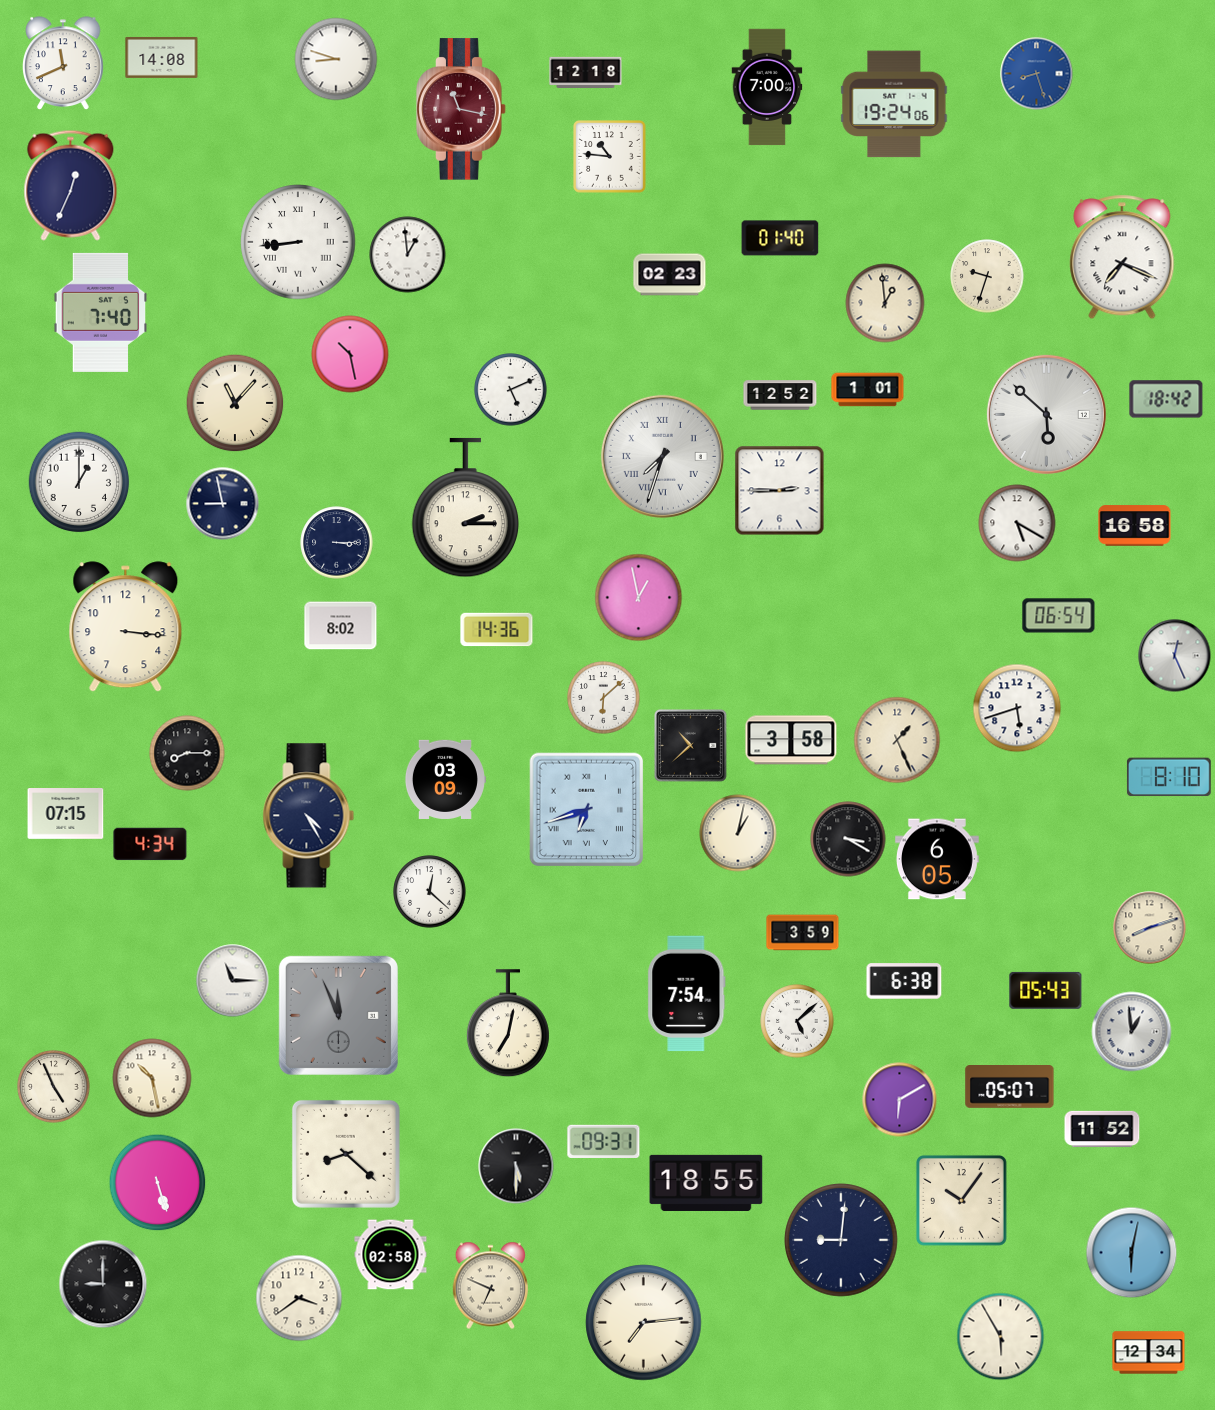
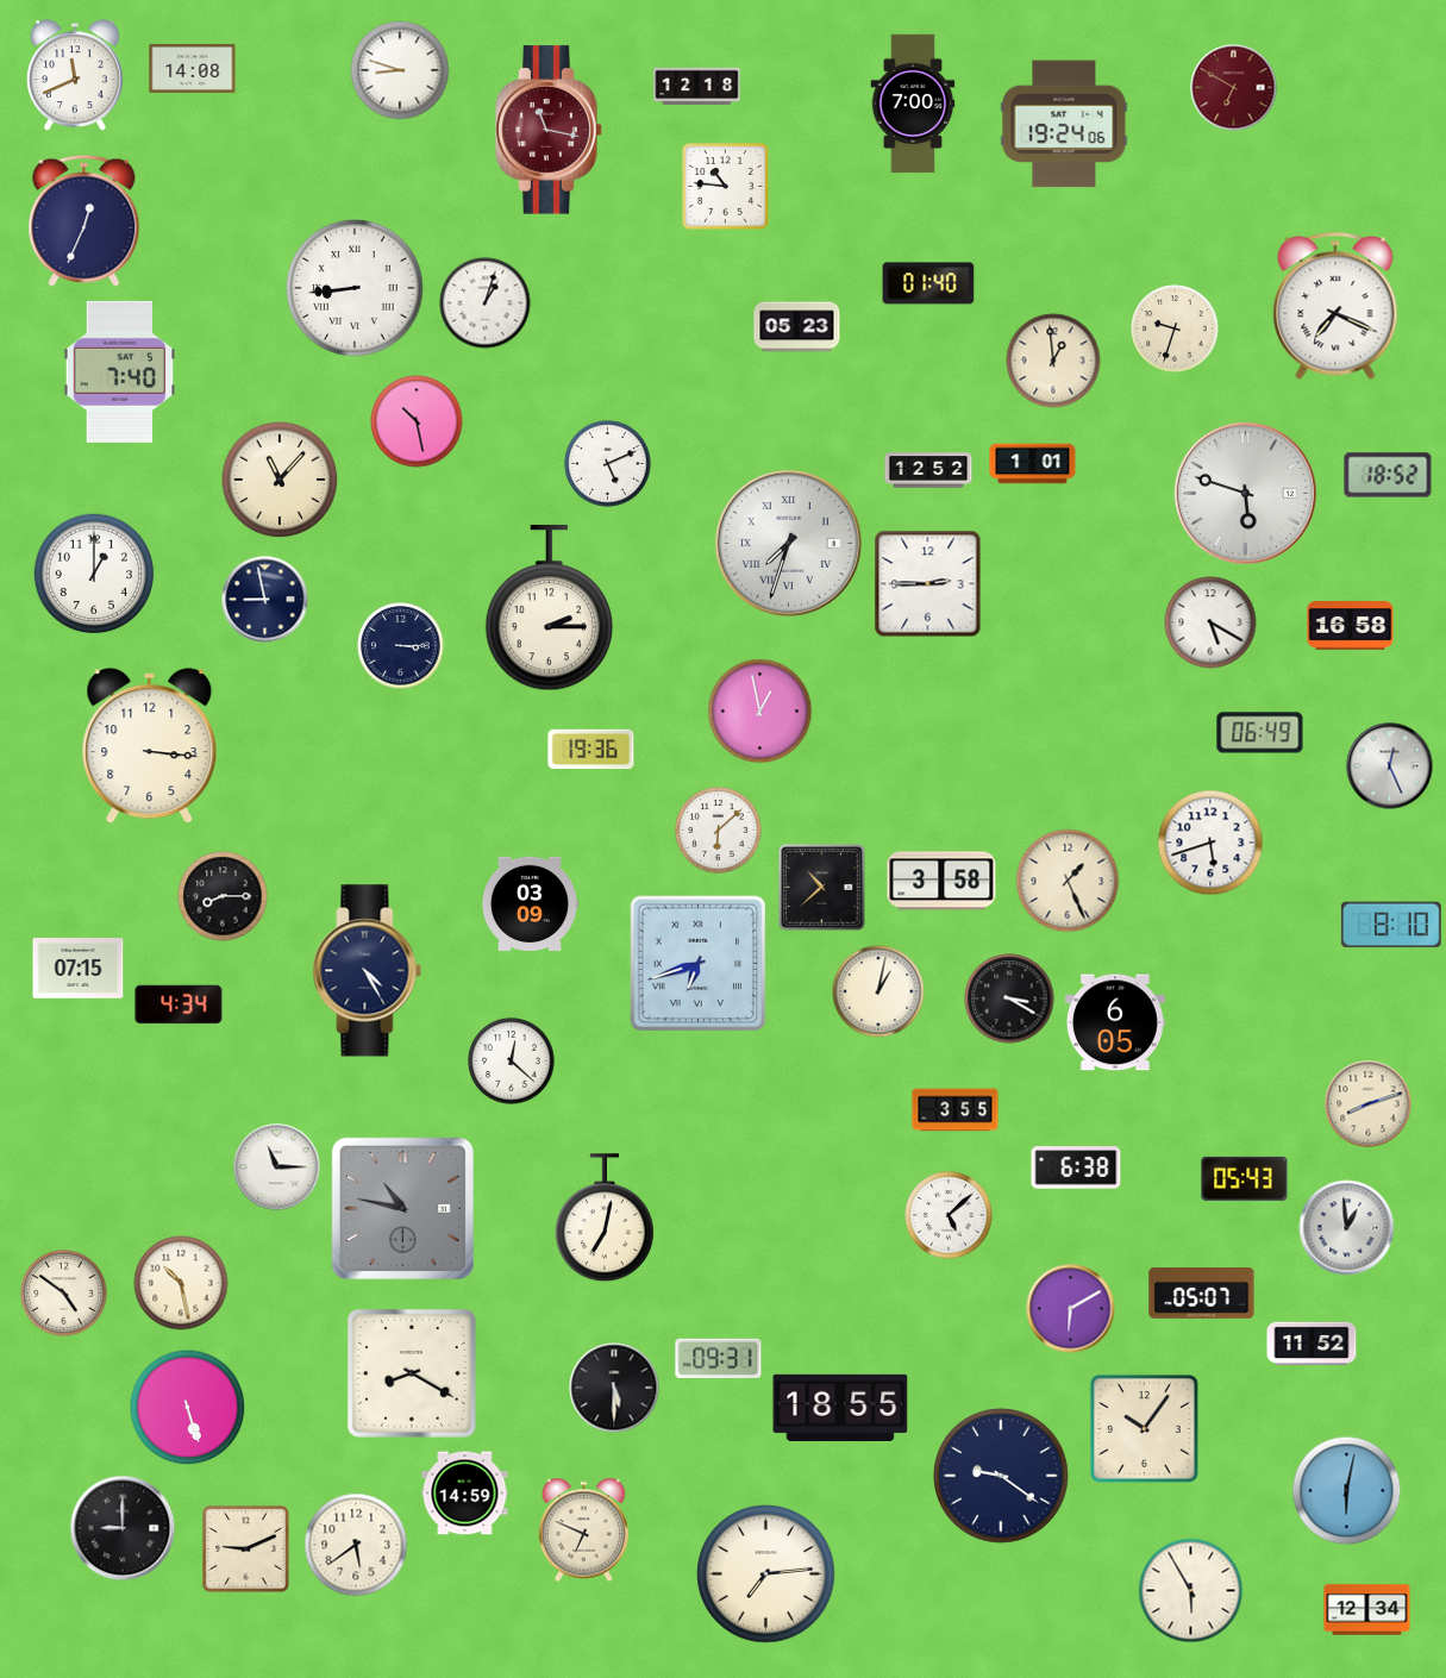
clock at (1037, 74): 8:27 -> 6:50
clock at (1037, 74) dial: blue -> burgundy
clock at (408, 255): 12:59 -> 1:03
clock at (670, 275): 02:23 -> 05:23
clock at (1166, 399): 18:42 -> 18:52
clock at (1046, 414): 5:52 -> 5:48
clock at (466, 508) position: (466, 508) -> (550, 608)
clock at (1059, 616): 06:54 -> 06:49
clock at (341, 626): 8:02 -> none
clock at (497, 630): 14:36 -> 19:36
clock at (1175, 656) position: (1175, 656) -> (1390, 766)
clock at (445, 779) position: (445, 779) -> (530, 903)
clock at (803, 933): 3:59 -> 3:55
clock at (687, 994): 7:54 -> none
clock at (338, 1015): 11:56 -> 10:47
clock at (54, 1087): 4:56 -> 4:51
clock at (346, 1154): 8:22 -> 8:20
clock at (841, 1240): 9:01 -> 9:21
clock at (391, 1255): 02:58 -> 14:59
clock at (299, 1298): 3:39 -> 5:39
clock at (246, 1549): none -> 9:11
